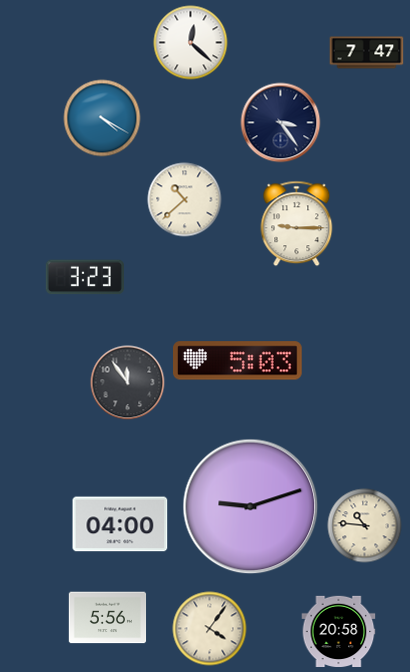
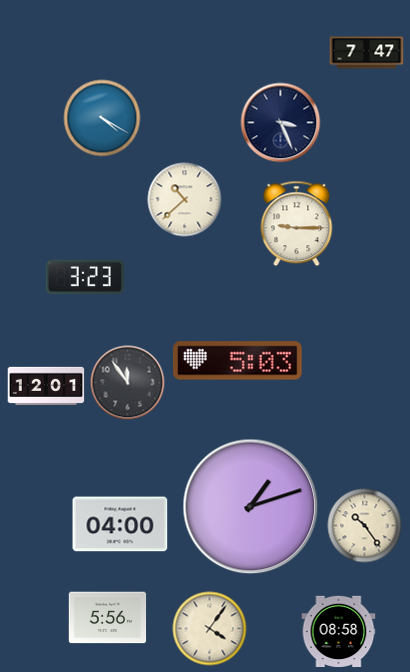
clock at (191, 43): 12:22 -> none
clock at (281, 123): 3:24 -> 3:26
clock at (46, 385): none -> 12:01
clock at (251, 507): 9:12 -> 1:12
clock at (365, 526): 10:46 -> 10:24
clock at (339, 631): 20:58 -> 08:58
